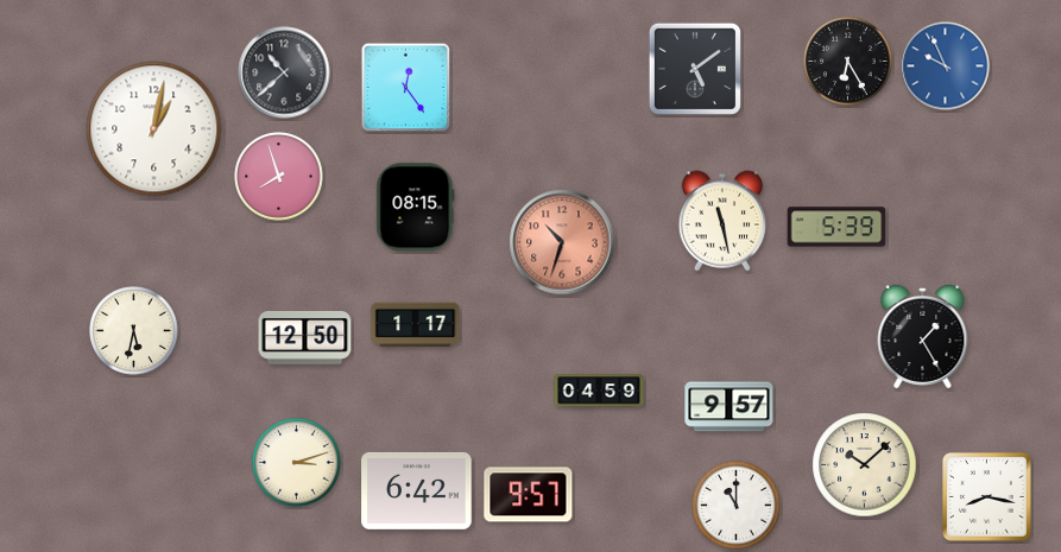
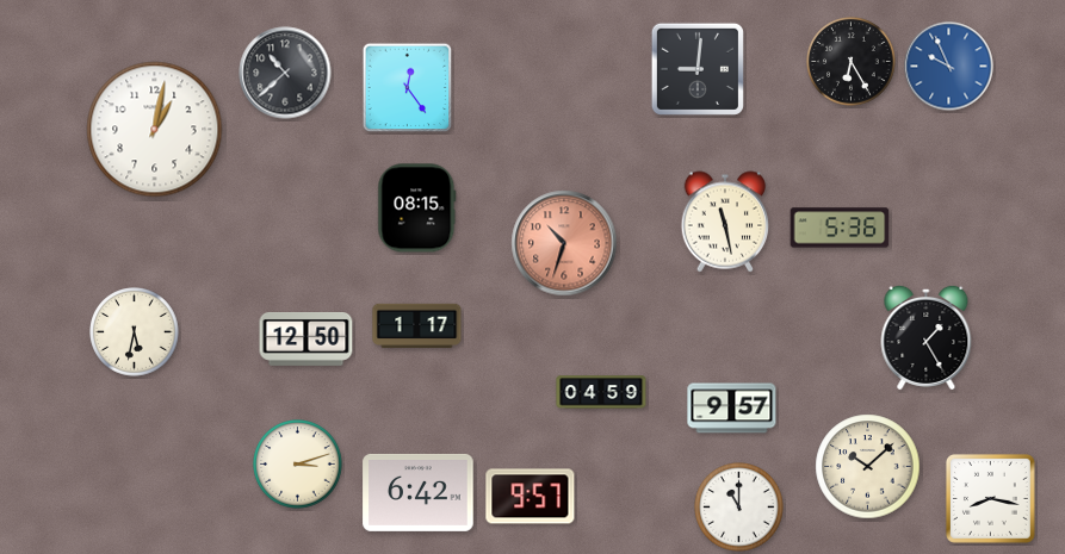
clock at (695, 69): 5:09 -> 9:01
clock at (279, 177): 7:57 -> none
clock at (836, 227): 5:39 -> 5:36
